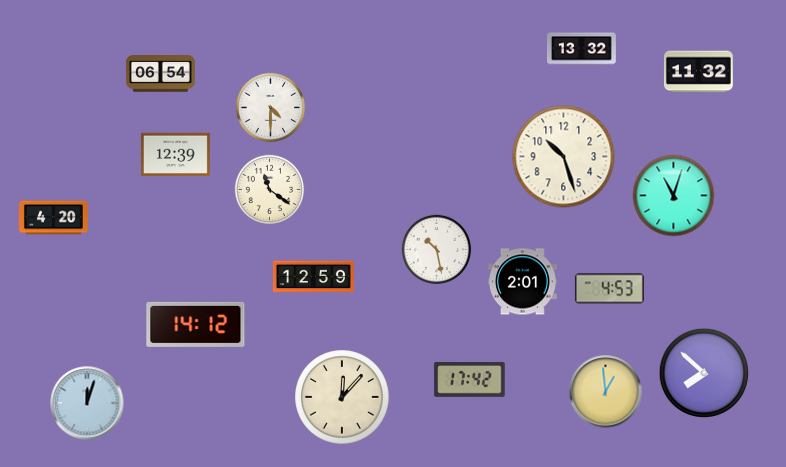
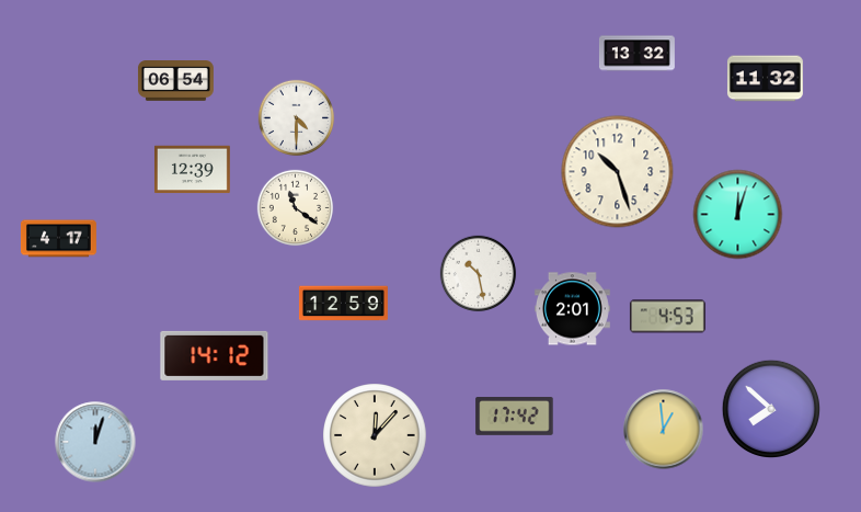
clock at (674, 196): 11:03 -> 12:03
clock at (53, 218): 4:20 -> 4:17
